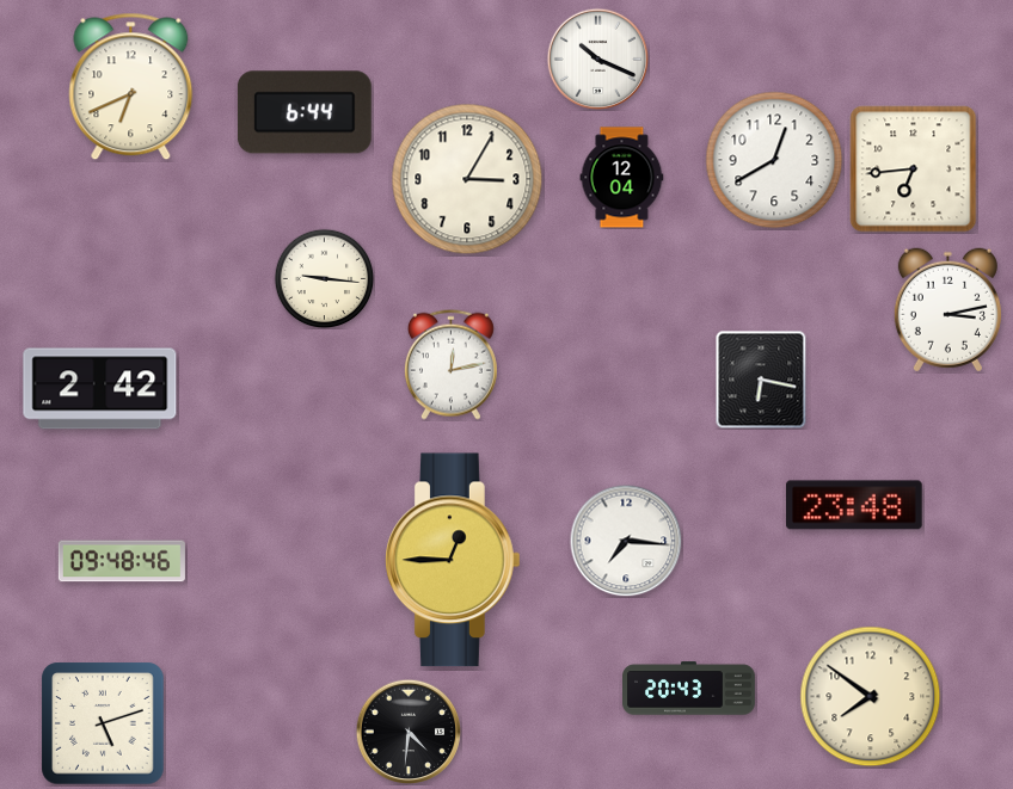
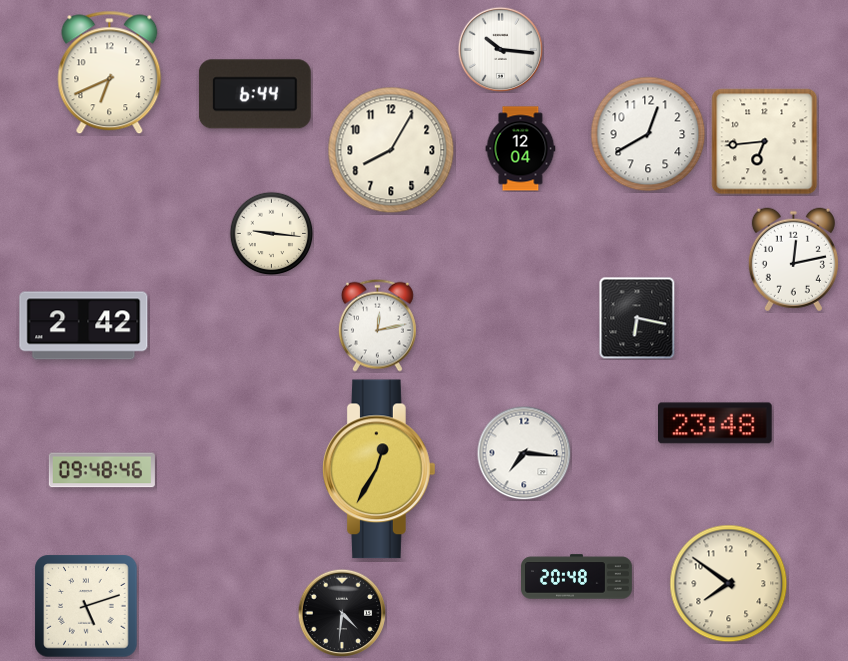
clock at (597, 58): 10:19 -> 10:16
clock at (467, 179): 3:05 -> 8:05
clock at (947, 310): 3:13 -> 12:13
clock at (450, 364) position: (450, 364) -> (377, 325)
clock at (454, 560): 12:45 -> 12:35
clock at (689, 689): 20:43 -> 20:48
